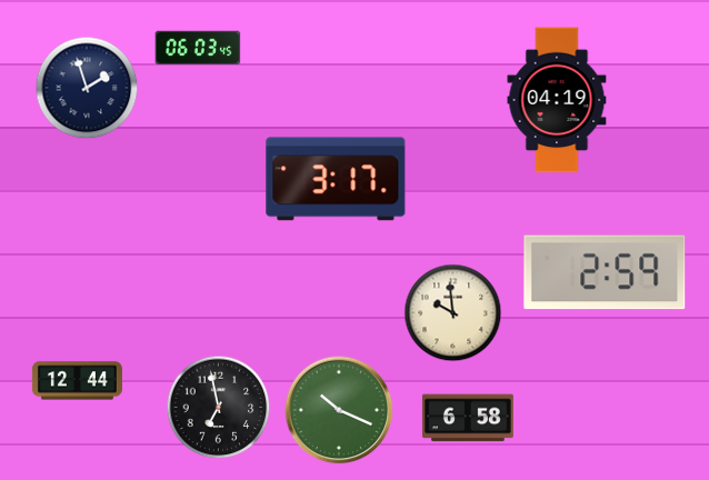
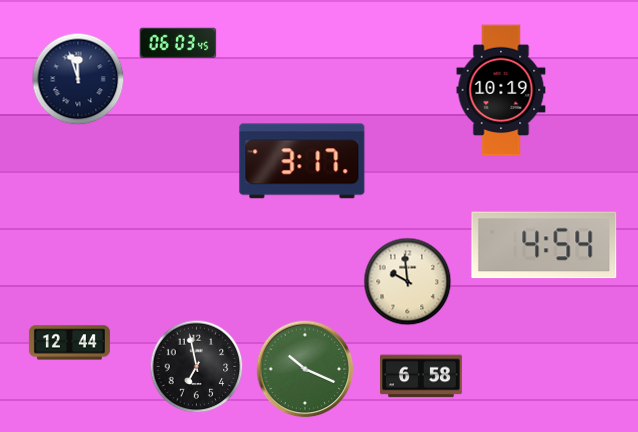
clock at (87, 88): 1:57 -> 11:57
clock at (557, 100): 04:19 -> 10:19
clock at (605, 272): 2:59 -> 4:54
